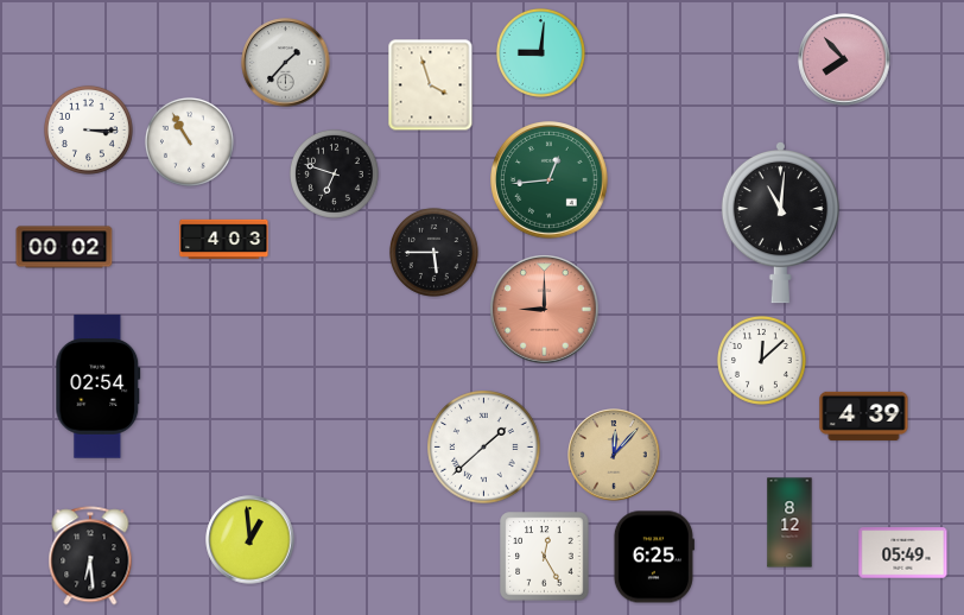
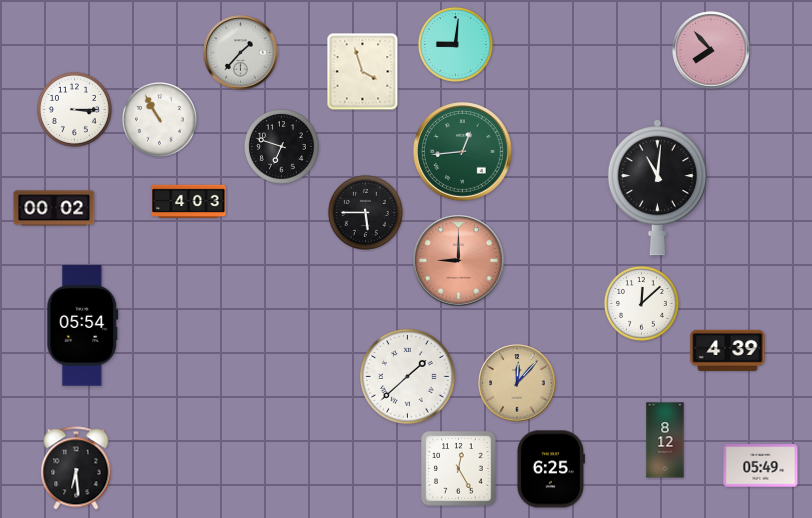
clock at (99, 387): 02:54 -> 05:54
clock at (250, 540): 12:59 -> none
